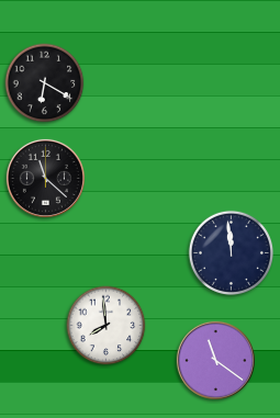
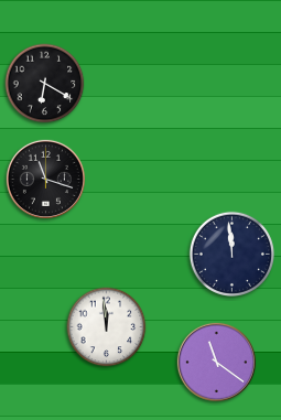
clock at (45, 178): 11:22 -> 11:18
clock at (107, 326): 7:59 -> 11:59
